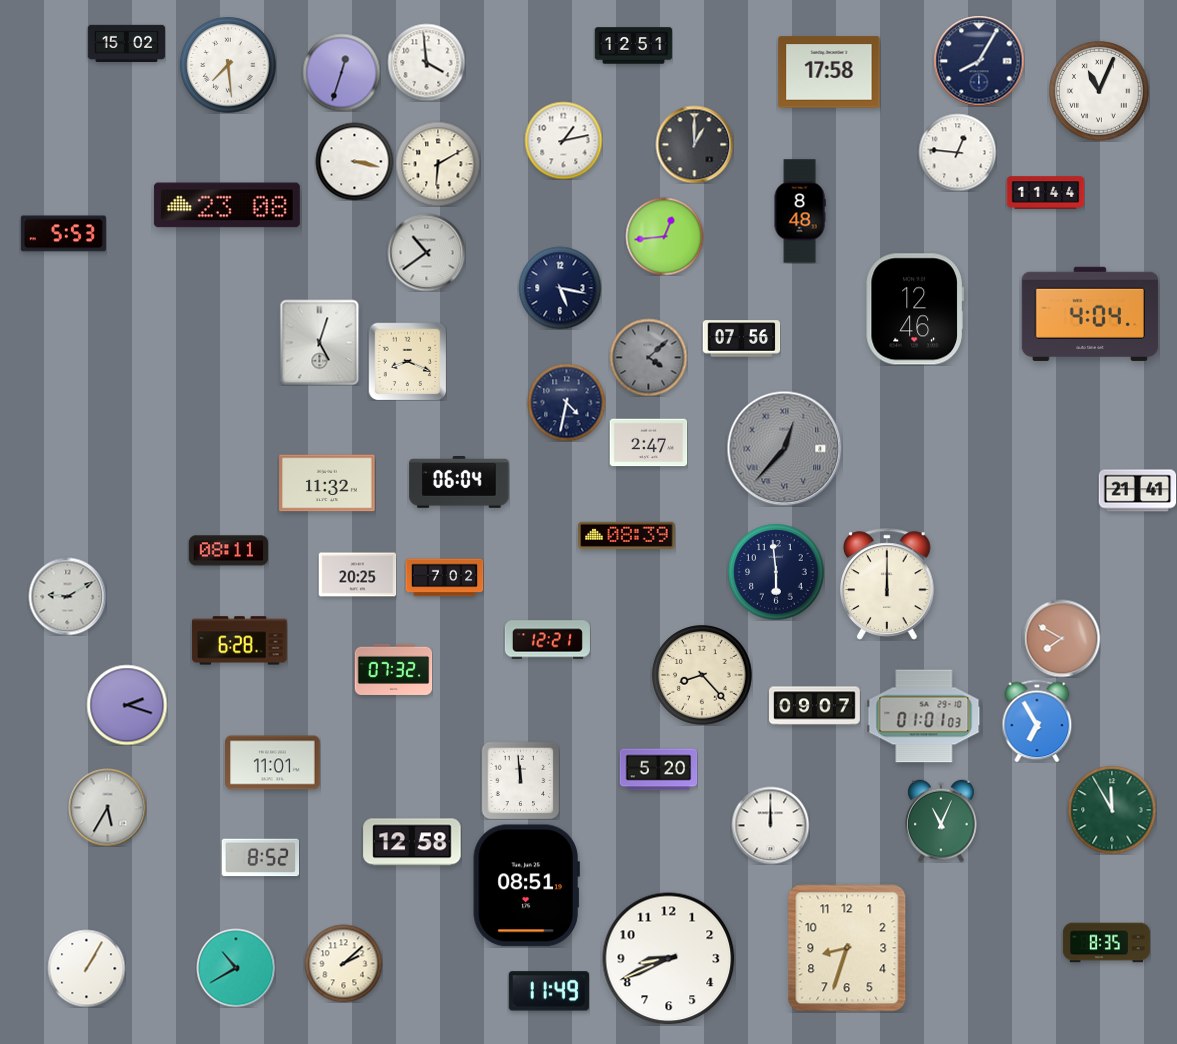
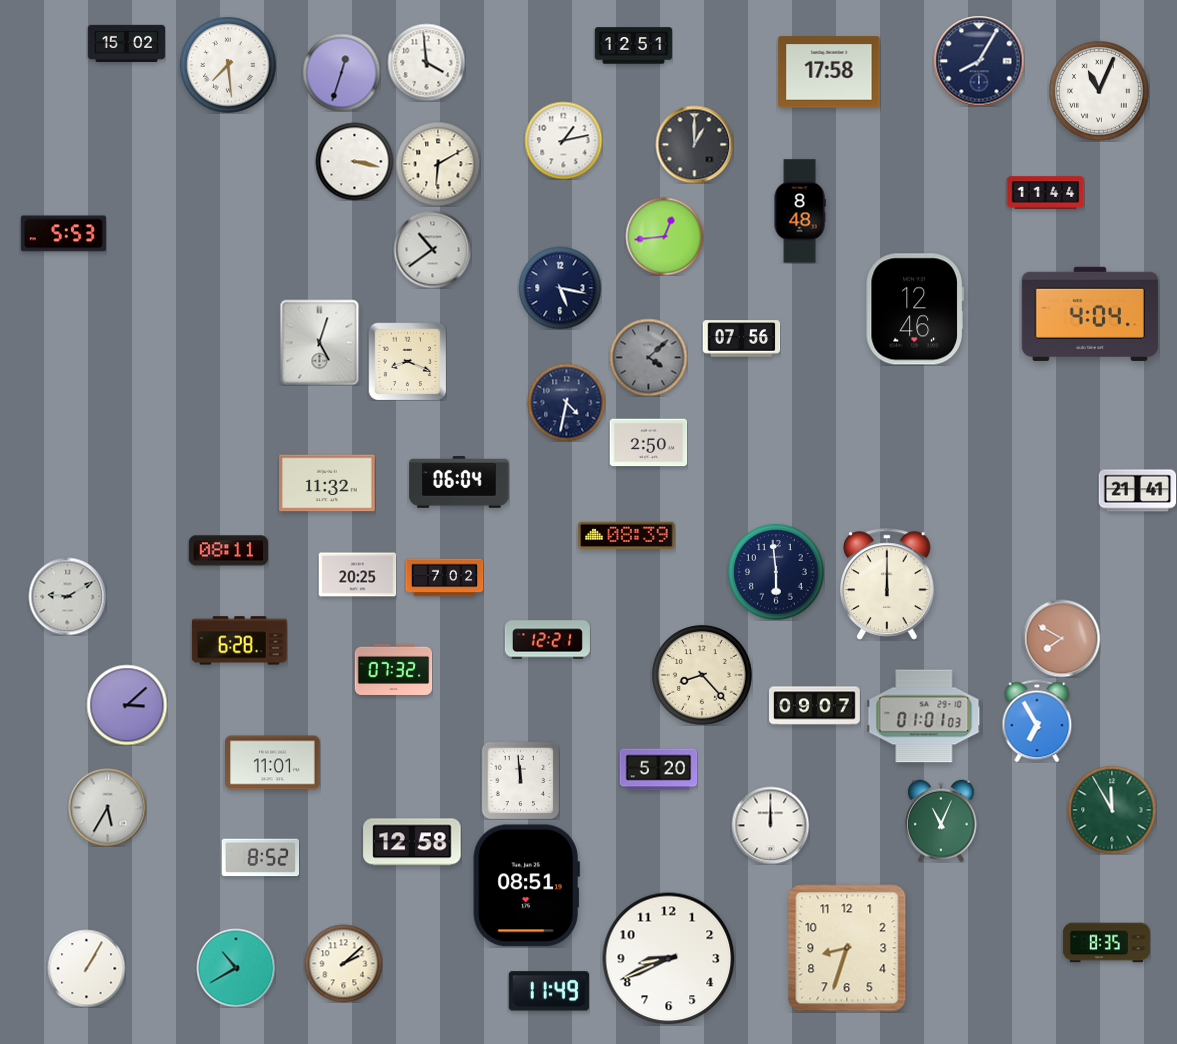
clock at (957, 152): 12:46 -> none
clock at (227, 205): 23:08 -> none
clock at (426, 252) position: (426, 252) -> (432, 249)
clock at (648, 443): 2:47 -> 2:50
clock at (784, 448): 12:37 -> none
clock at (127, 705): 2:18 -> 3:08
